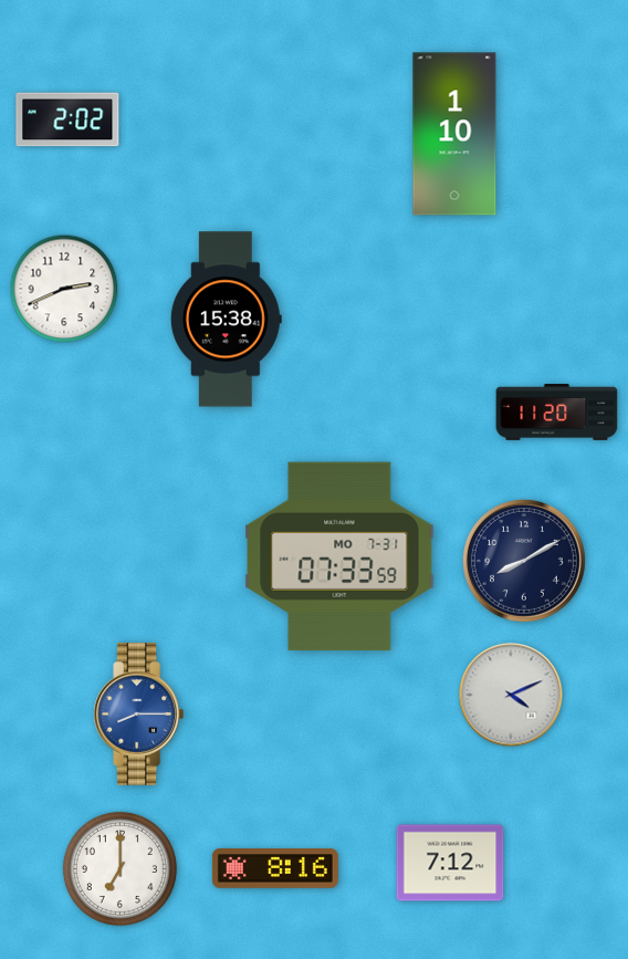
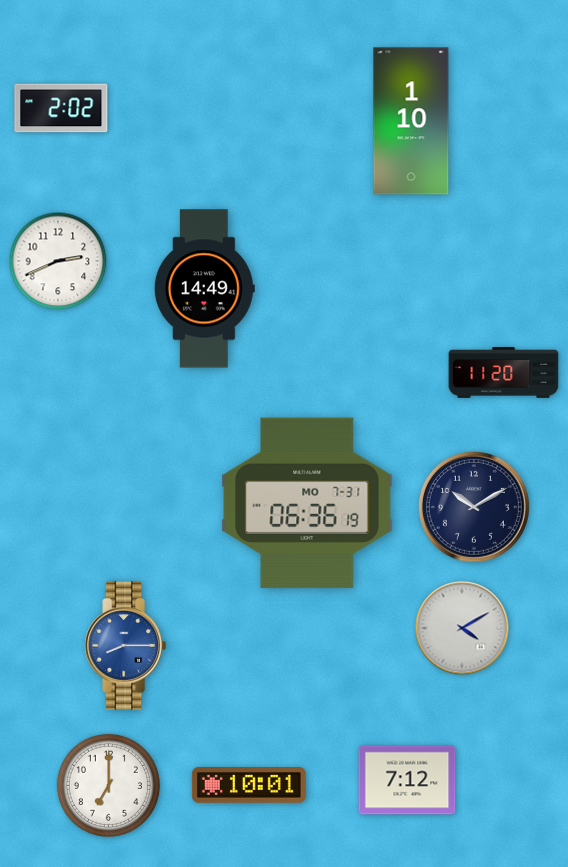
clock at (226, 320): 15:38 -> 14:49
clock at (339, 556): 07:33 -> 06:36
clock at (524, 561): 8:10 -> 10:10
clock at (511, 695): 4:11 -> 4:10
clock at (275, 869): 8:16 -> 10:01
